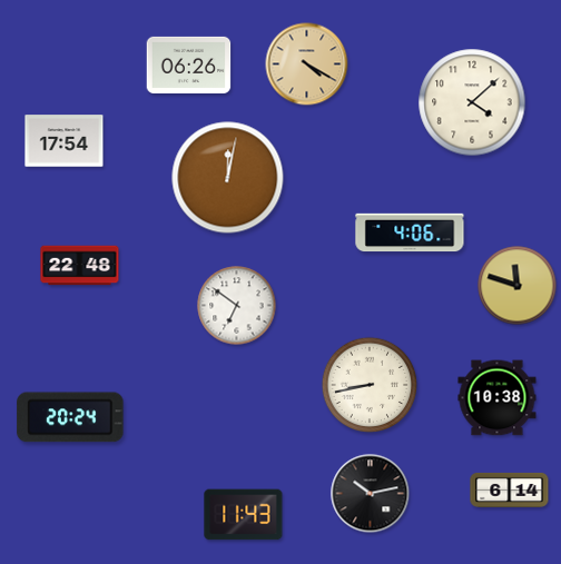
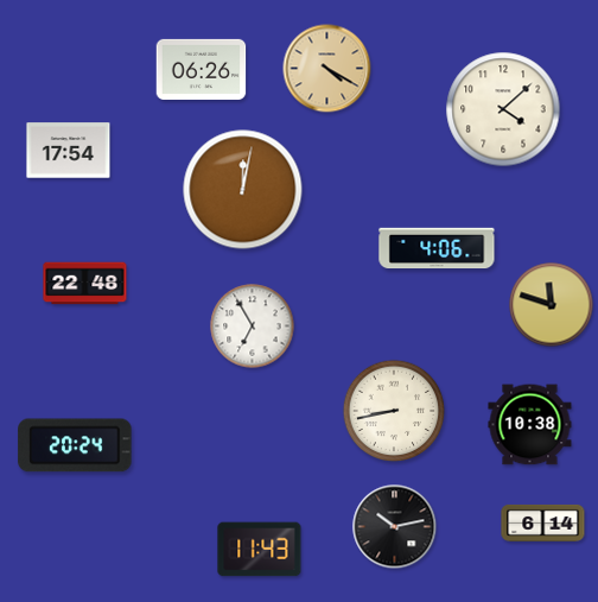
clock at (237, 306): 6:51 -> 6:55
